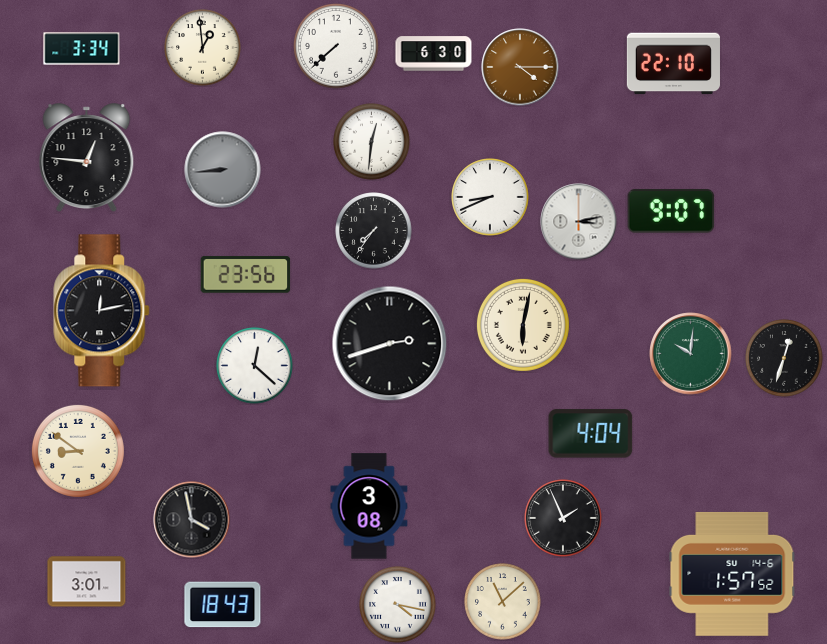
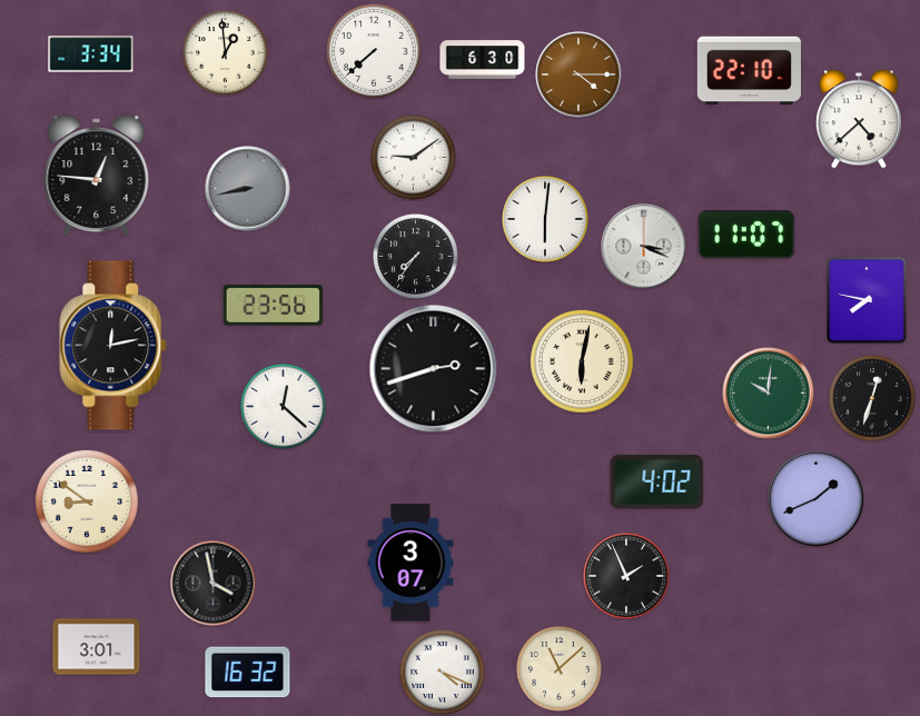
clock at (859, 119): none -> 4:38
clock at (372, 142): 12:31 -> 9:09
clock at (223, 170): 8:44 -> 8:43
clock at (490, 197): 8:41 -> 6:01
clock at (671, 211): 9:07 -> 11:07
clock at (579, 222): 3:13 -> 3:19
clock at (867, 300): none -> 7:47
clock at (390, 344) position: (390, 344) -> (434, 369)
clock at (591, 434): 4:04 -> 4:02
clock at (817, 499): none -> 1:41
clock at (369, 506): 3:08 -> 3:07
clock at (192, 520) position: (192, 520) -> (214, 584)
clock at (732, 574): 1:57 -> none
clock at (223, 605): 18:43 -> 16:32
clock at (398, 605): 4:17 -> 4:19
